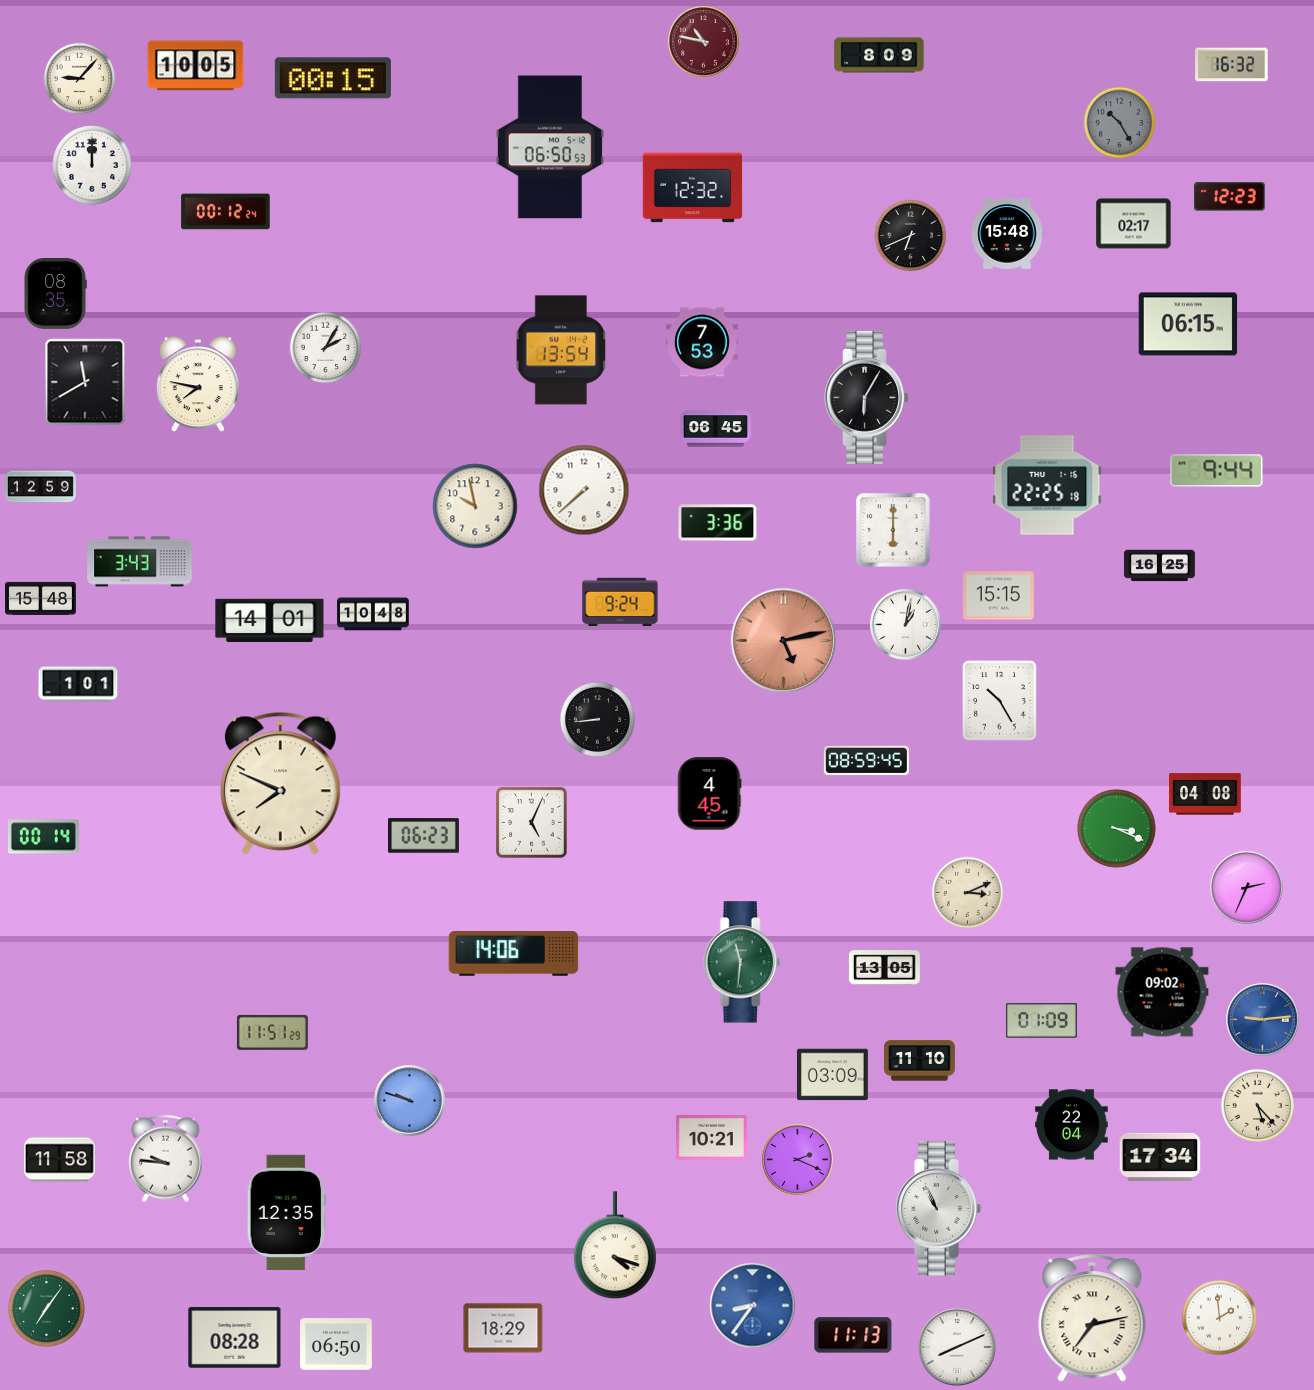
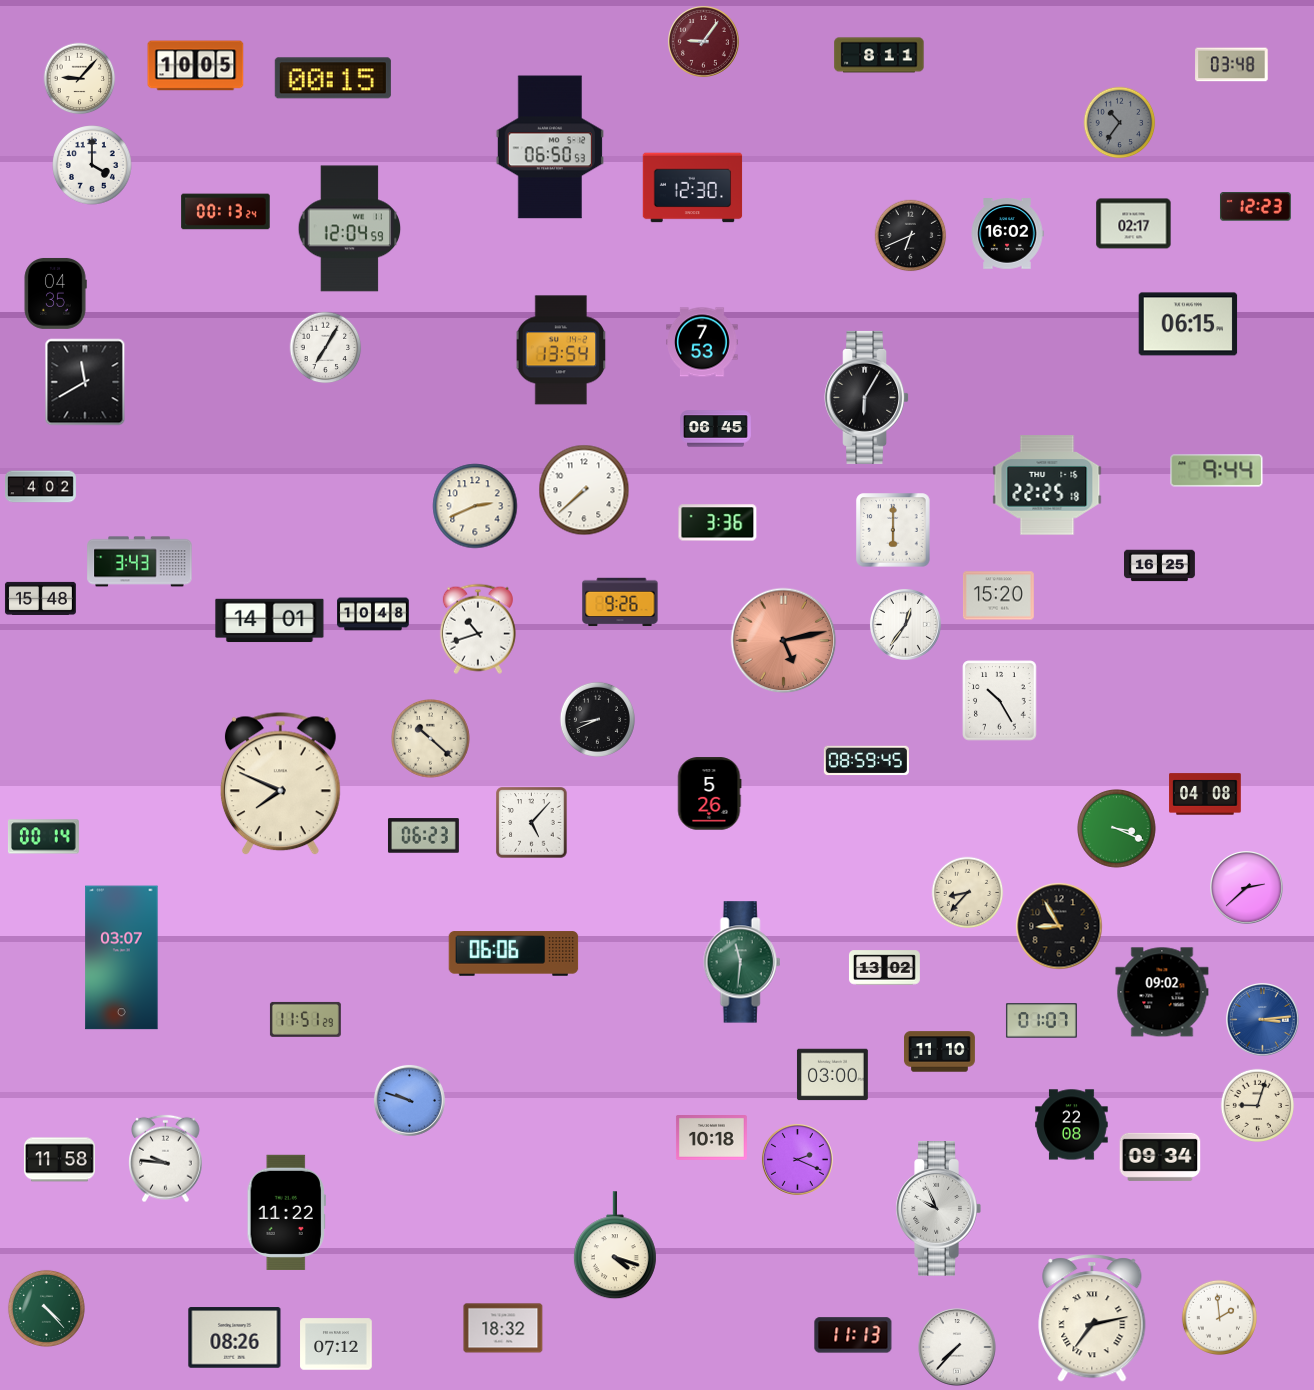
clock at (703, 41): 10:47 -> 9:06
clock at (879, 55): 8:09 -> 8:11
clock at (1232, 65): 16:32 -> 03:48
clock at (1120, 123): 10:25 -> 10:36
clock at (92, 165): 12:00 -> 4:00
clock at (693, 188): 12:32 -> 12:30
clock at (1229, 197) position: (1229, 197) -> (1255, 207)
clock at (226, 212): 00:12 -> 00:13
clock at (350, 229): none -> 12:04
clock at (1007, 234): 15:48 -> 16:02
clock at (55, 293): 08:35 -> 04:35
clock at (326, 348): 2:05 -> 7:05
clock at (198, 385): 7:47 -> none
clock at (41, 487): 12:59 -> 4:02
clock at (475, 506): 9:58 -> 2:41
clock at (998, 596): 15:15 -> 15:20
clock at (620, 602): 9:24 -> 9:26
clock at (905, 624): 1:02 -> 12:36
clock at (478, 629): none -> 10:42
clock at (78, 684): 1:01 -> none
clock at (597, 719): 8:44 -> 8:41
clock at (431, 739): none -> 10:22
clock at (709, 794): 4:45 -> 5:26
clock at (532, 823): 5:04 -> 5:07
clock at (1247, 888): 2:34 -> 2:38
clock at (968, 893): 3:11 -> 8:37
clock at (1059, 926): none -> 8:55
clock at (514, 954): 14:06 -> 06:06
clock at (122, 958): none -> 03:07
clock at (884, 968): 13:05 -> 13:02
clock at (1263, 1020): 9:14 -> 3:14
clock at (1041, 1021): 01:09 -> 01:07
clock at (272, 1032) position: (272, 1032) -> (305, 1019)
clock at (920, 1061) position: (920, 1061) -> (940, 1052)
clock at (832, 1075): 03:09 -> 03:00
clock at (1258, 1106): 5:23 -> 9:03
clock at (1072, 1125): 22:04 -> 22:08
clock at (711, 1138): 10:21 -> 10:18
clock at (1160, 1157): 17:34 -> 09:34
clock at (938, 1209): 10:56 -> 9:56
clock at (286, 1212): 12:35 -> 11:22
clock at (753, 1306): 8:36 -> none
clock at (46, 1308): 7:06 -> 4:23
clock at (503, 1328): 18:29 -> 18:32
clock at (235, 1338): 08:28 -> 08:26
clock at (336, 1344): 06:50 -> 07:12
clock at (957, 1347): 8:11 -> 7:37
